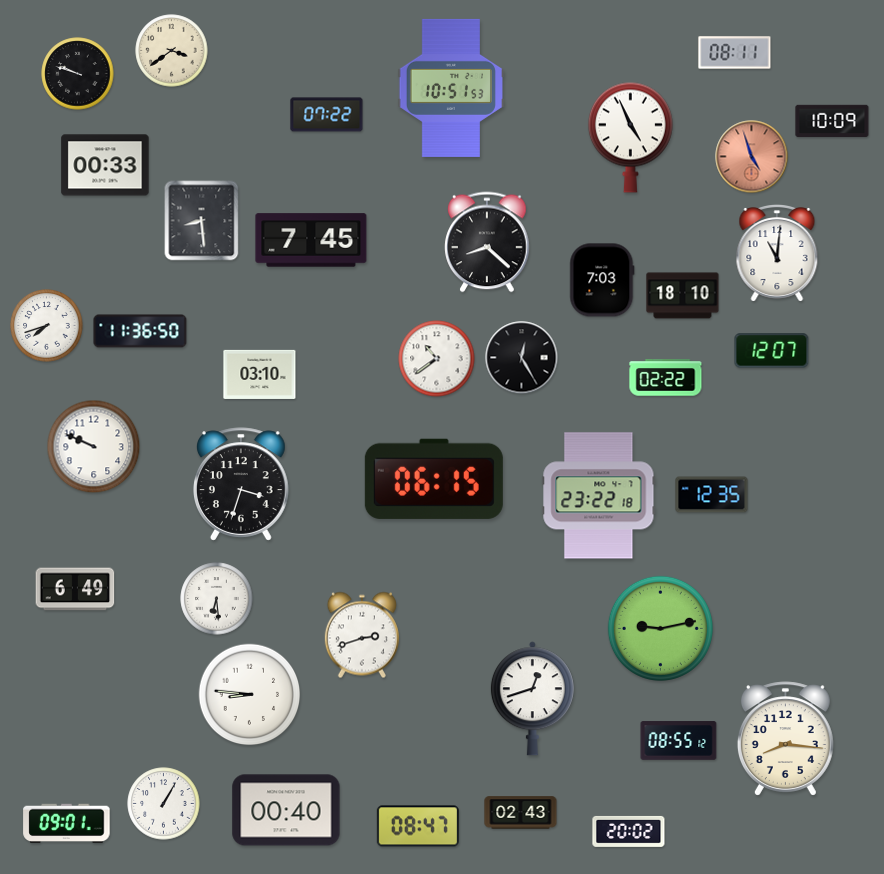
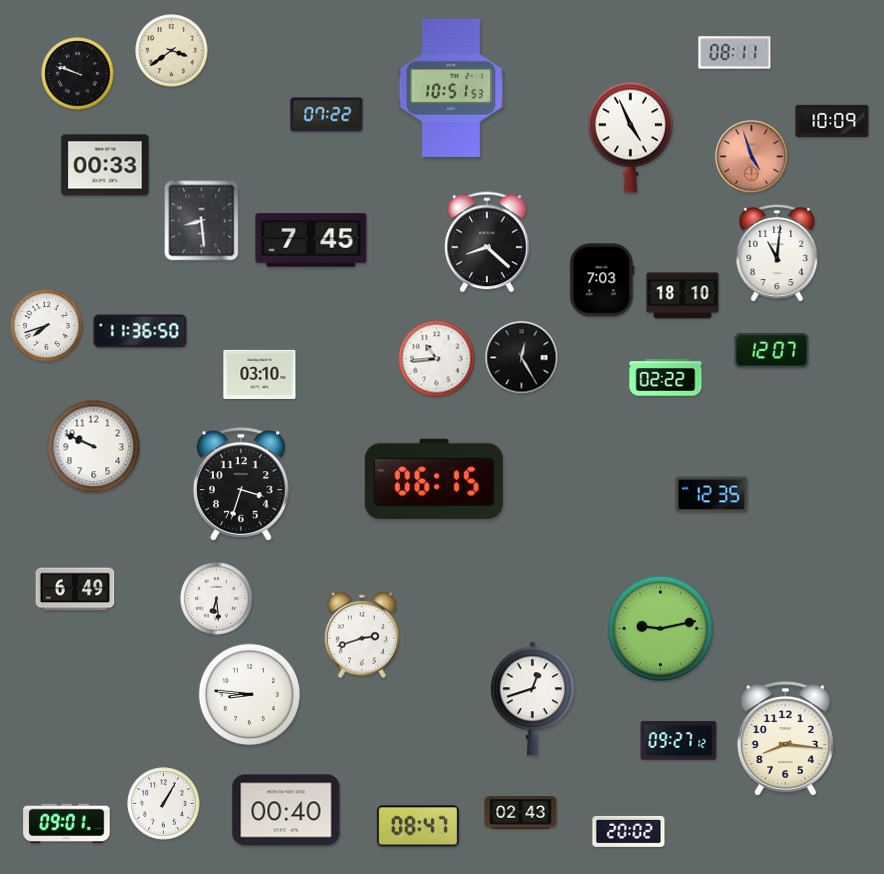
clock at (437, 359): 10:39 -> 10:44
clock at (599, 496): 23:22 -> none
clock at (679, 741): 08:55 -> 09:27
